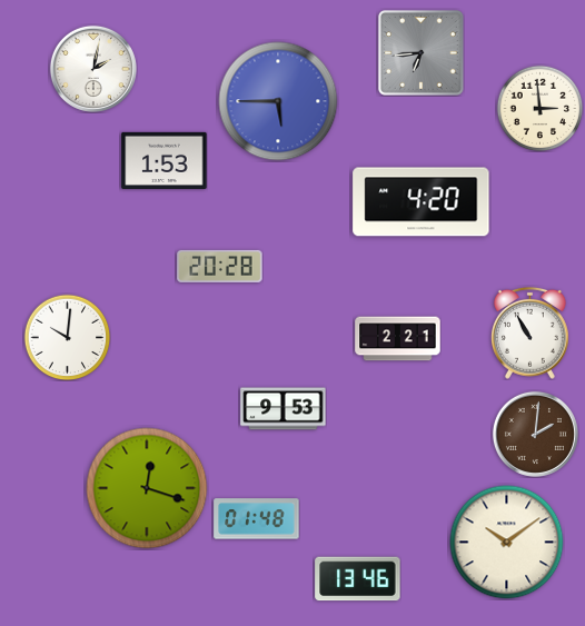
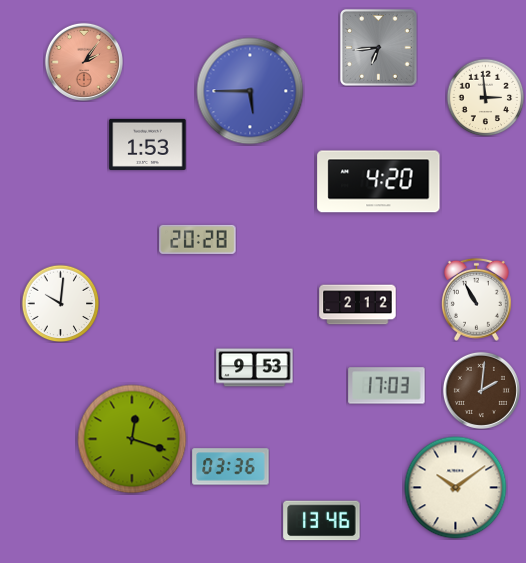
clock at (93, 69): 2:02 -> 2:06
clock at (93, 69) dial: white -> salmon
clock at (398, 339): 2:21 -> 2:12
clock at (387, 386): none -> 17:03
clock at (257, 519): 01:48 -> 03:36
